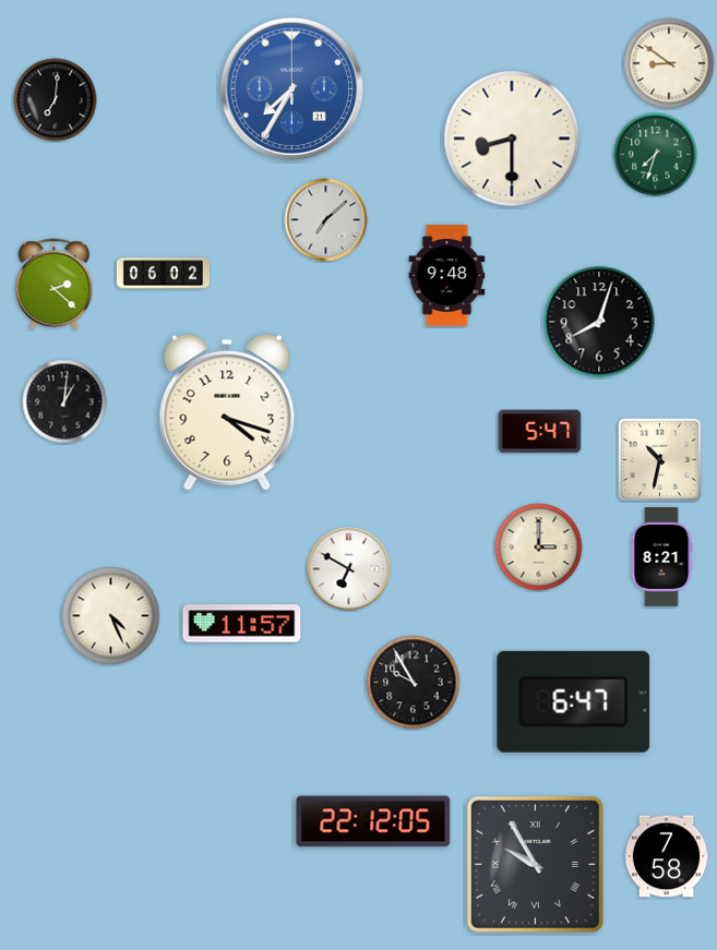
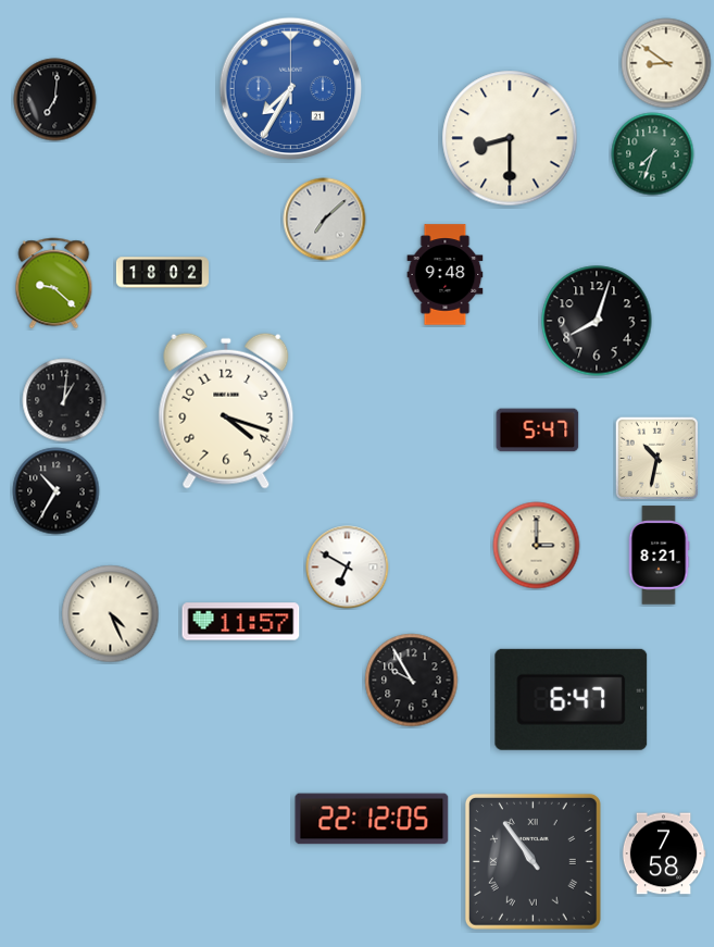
clock at (163, 274): 06:02 -> 18:02
clock at (55, 285): 2:22 -> 9:22
clock at (57, 491): none -> 10:35
clock at (535, 864): 9:55 -> 10:54
